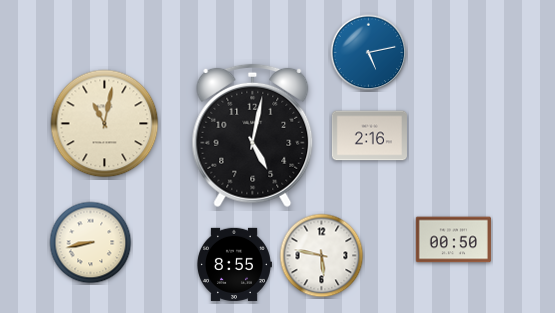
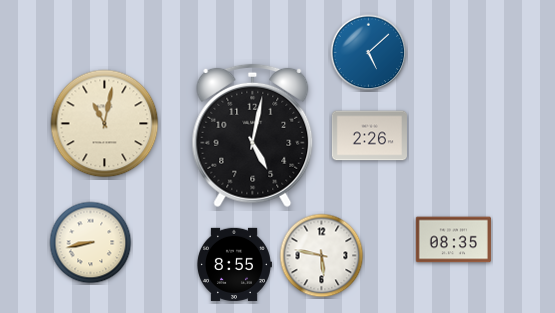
clock at (369, 53): 5:13 -> 5:08
clock at (369, 136): 2:16 -> 2:26
clock at (453, 240): 00:50 -> 08:35
